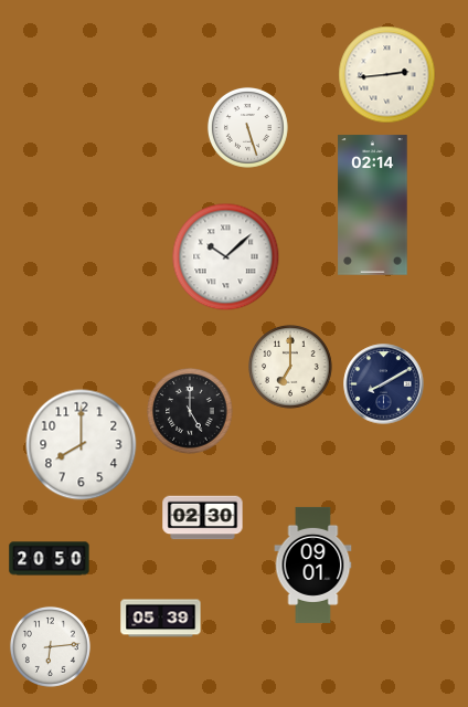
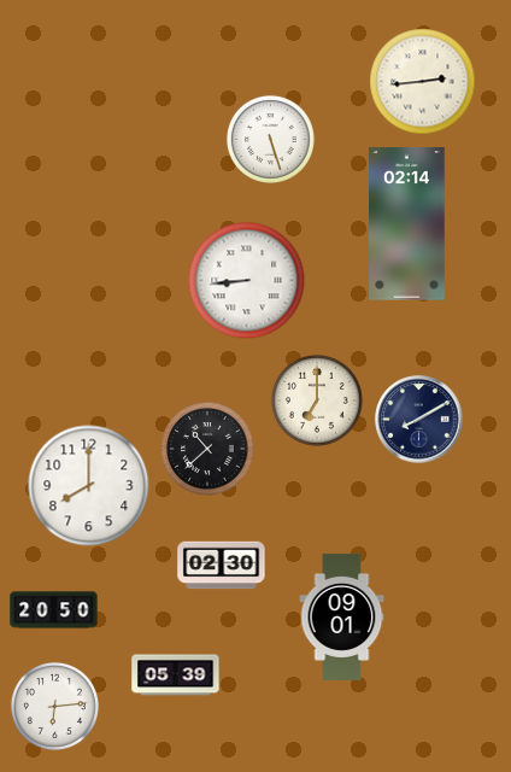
clock at (226, 257): 10:08 -> 8:44
clock at (190, 411): 5:00 -> 10:38
